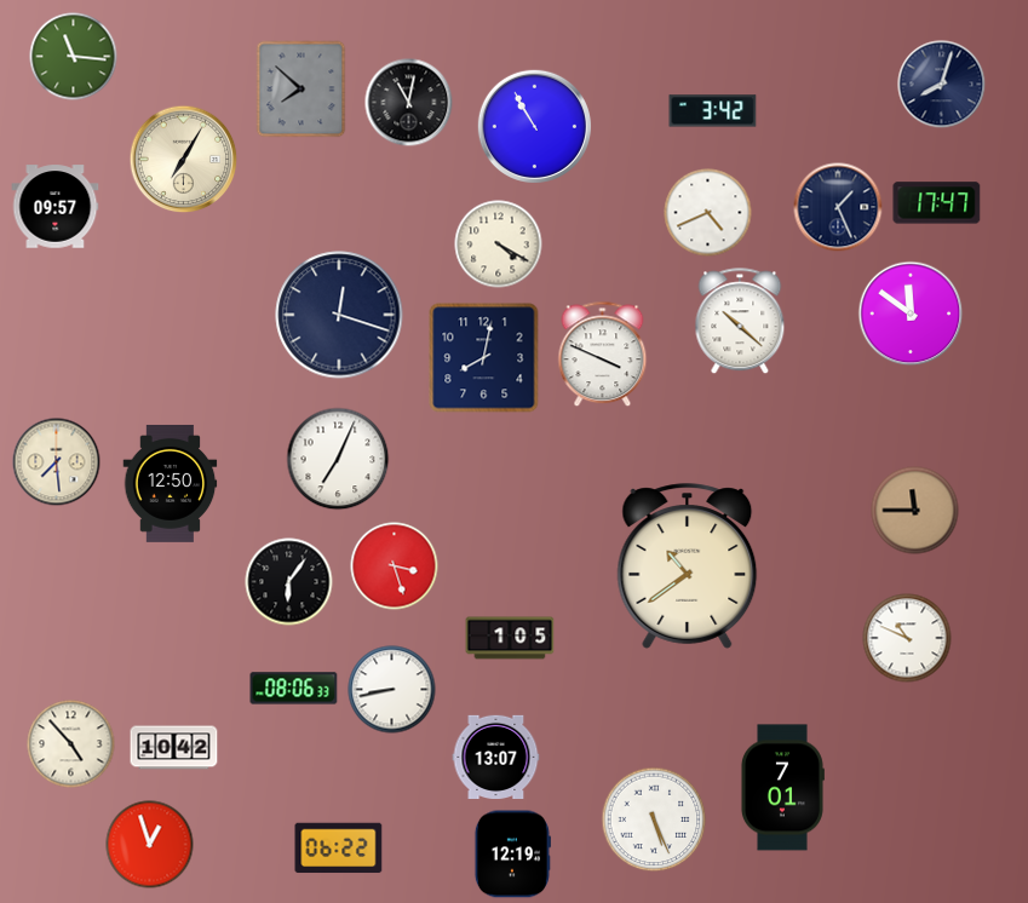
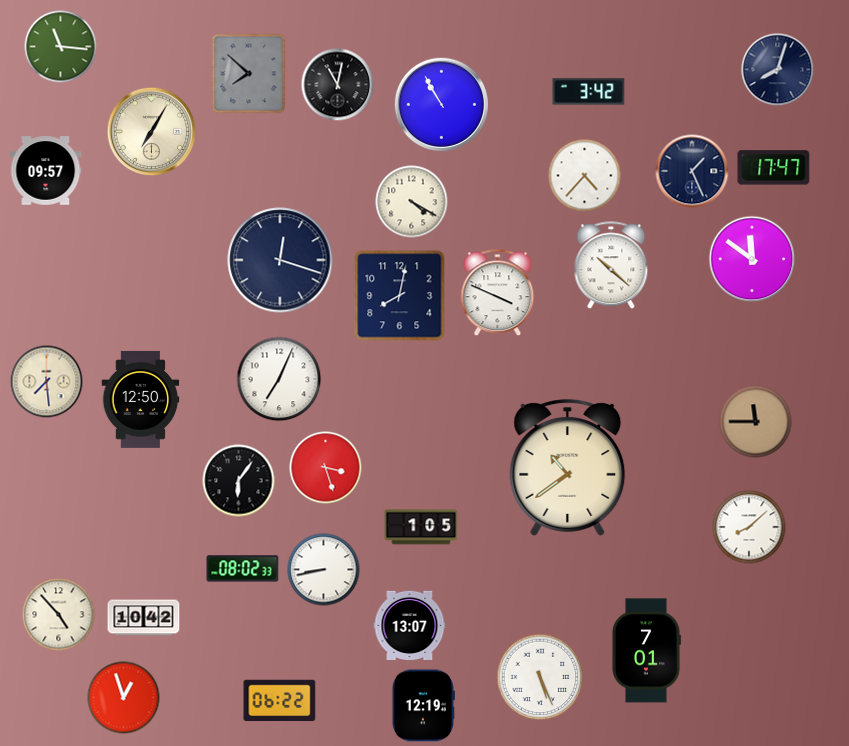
clock at (708, 213): 4:41 -> 4:37
clock at (907, 638): 10:49 -> 8:08
clock at (294, 689): 08:06 -> 08:02
